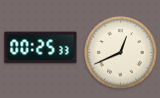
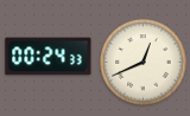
clock at (41, 48): 00:25 -> 00:24
